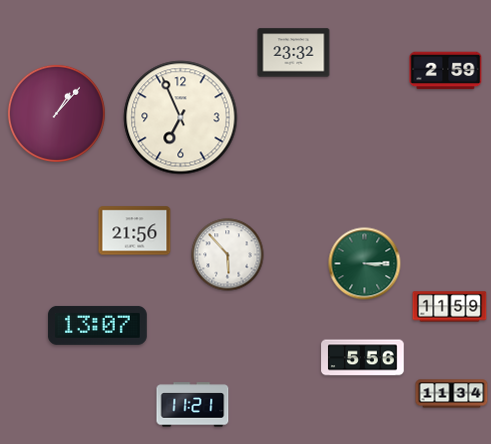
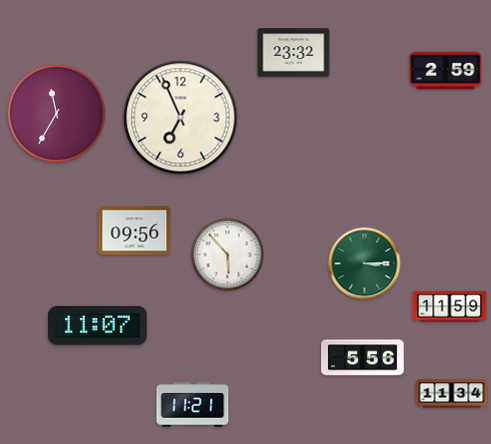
clock at (56, 113): 1:07 -> 11:35
clock at (135, 231): 21:56 -> 09:56
clock at (97, 325): 13:07 -> 11:07
